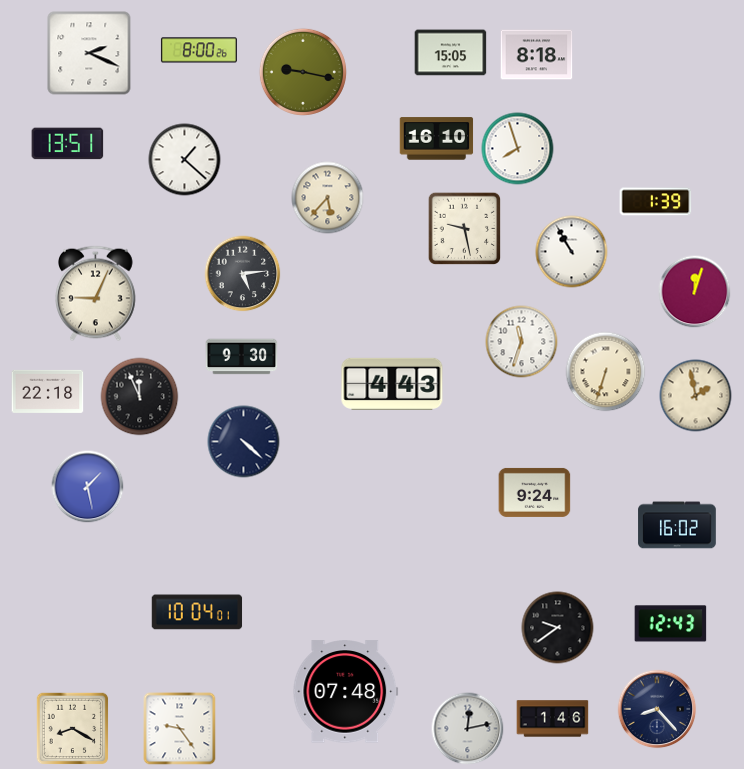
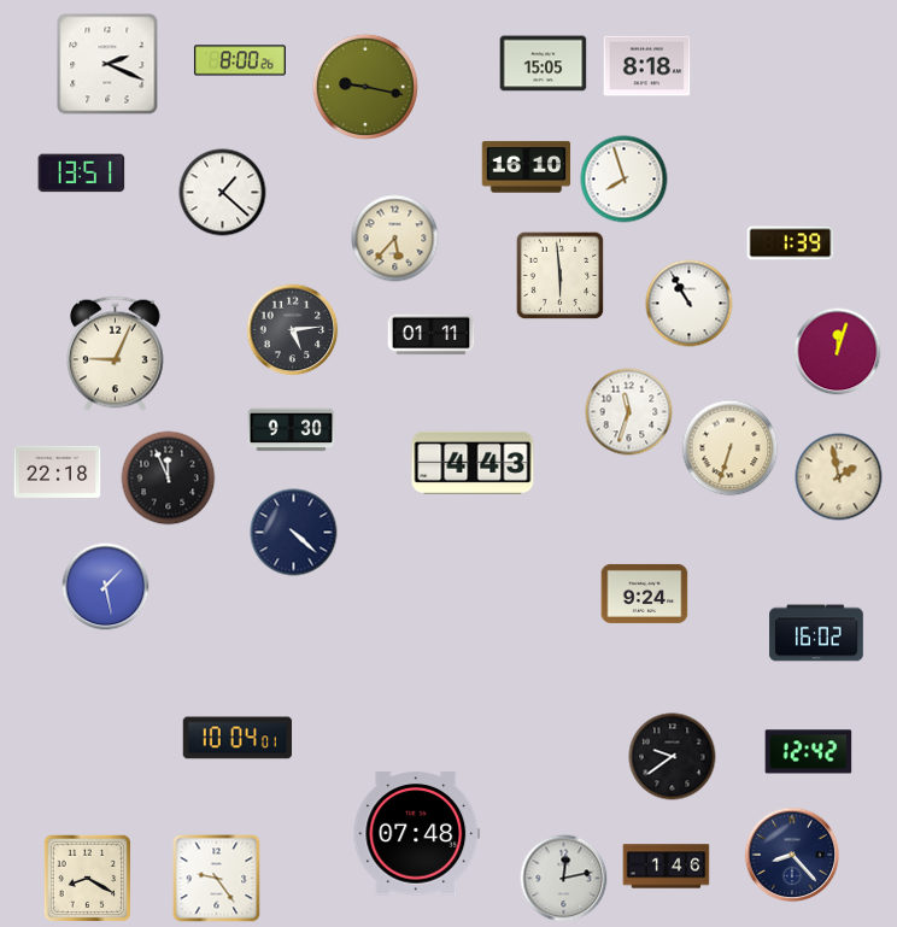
clock at (465, 229): 9:28 -> 5:59
clock at (432, 335): none -> 01:11
clock at (671, 624): 12:43 -> 12:42
